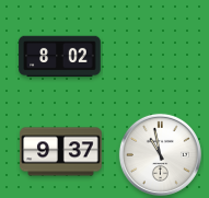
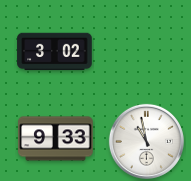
clock at (60, 57): 8:02 -> 3:02
clock at (61, 152): 9:37 -> 9:33
